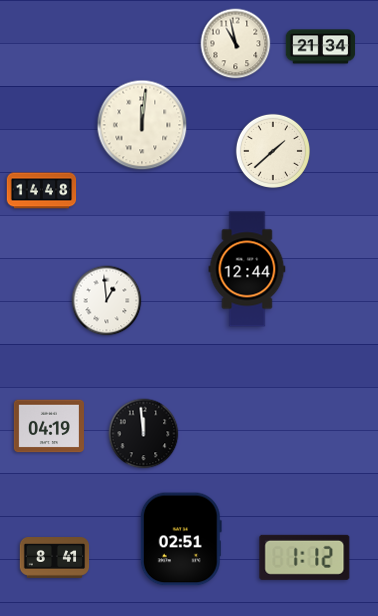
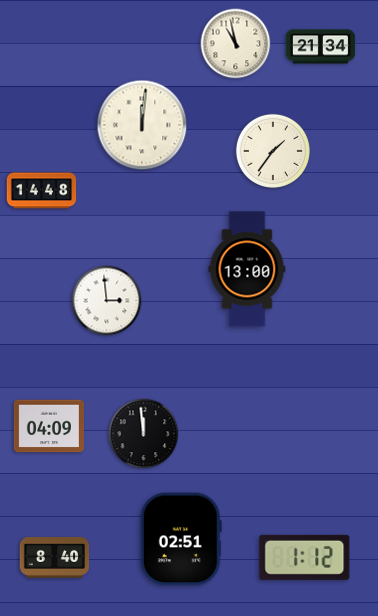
clock at (273, 151): 1:38 -> 1:36
clock at (247, 269): 12:44 -> 13:00
clock at (107, 301): 12:59 -> 2:59
clock at (49, 426): 04:19 -> 04:09
clock at (55, 558): 8:41 -> 8:40
